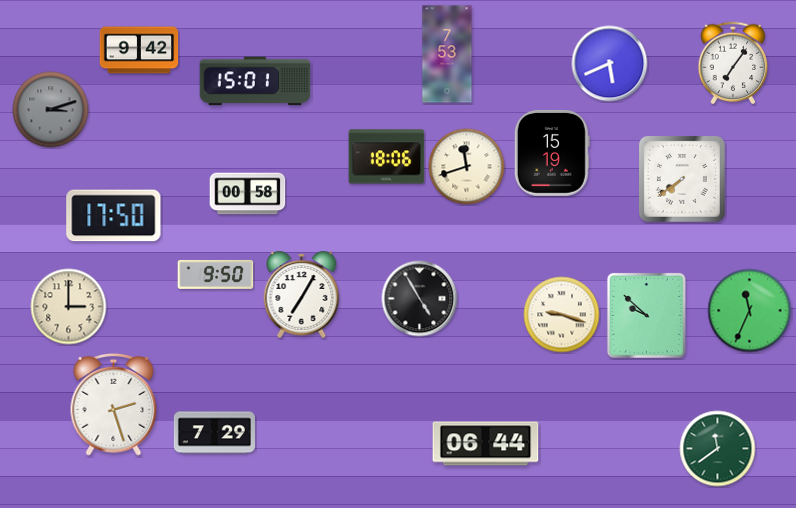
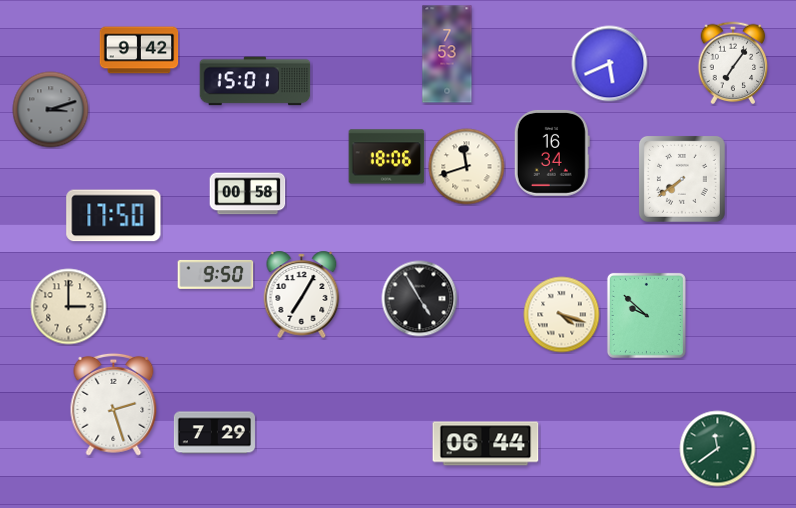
clock at (552, 153): 15:19 -> 16:34
clock at (750, 311): 11:34 -> none
clock at (562, 315): 9:18 -> 4:18
